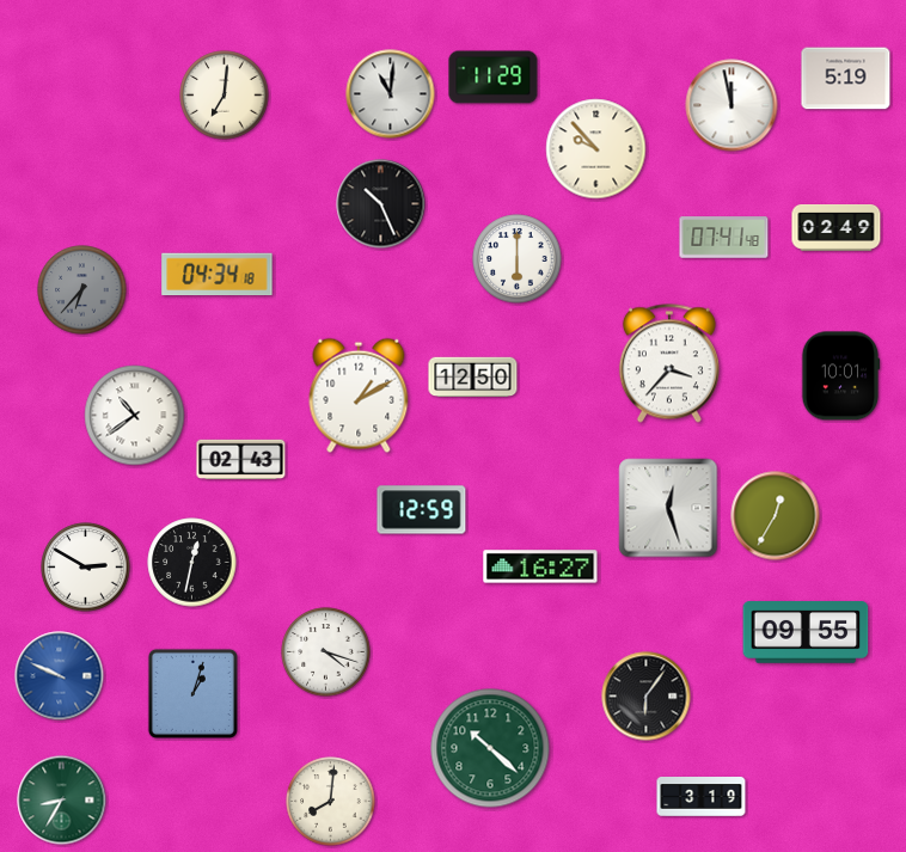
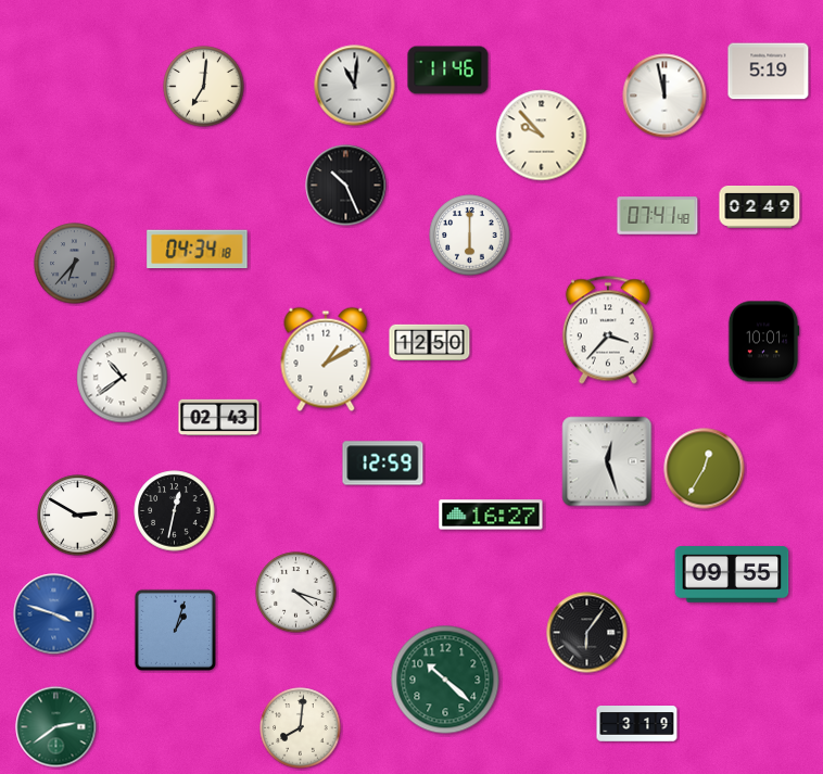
clock at (494, 78): 11:29 -> 11:46
clock at (60, 676): 9:49 -> 3:48
clock at (62, 801): 8:35 -> 2:39
